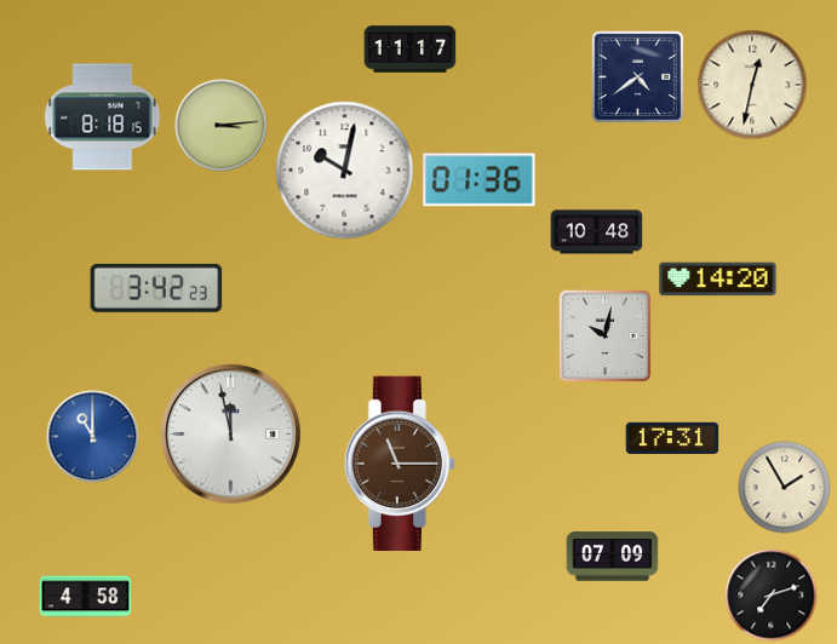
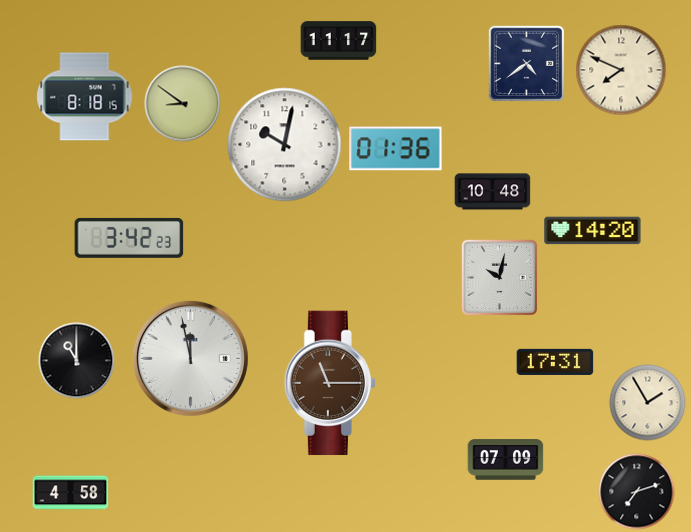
clock at (752, 85): 12:32 -> 7:49
clock at (222, 126): 3:14 -> 8:51
clock at (345, 171) position: (345, 171) -> (285, 145)
clock at (93, 437) dial: blue -> black
